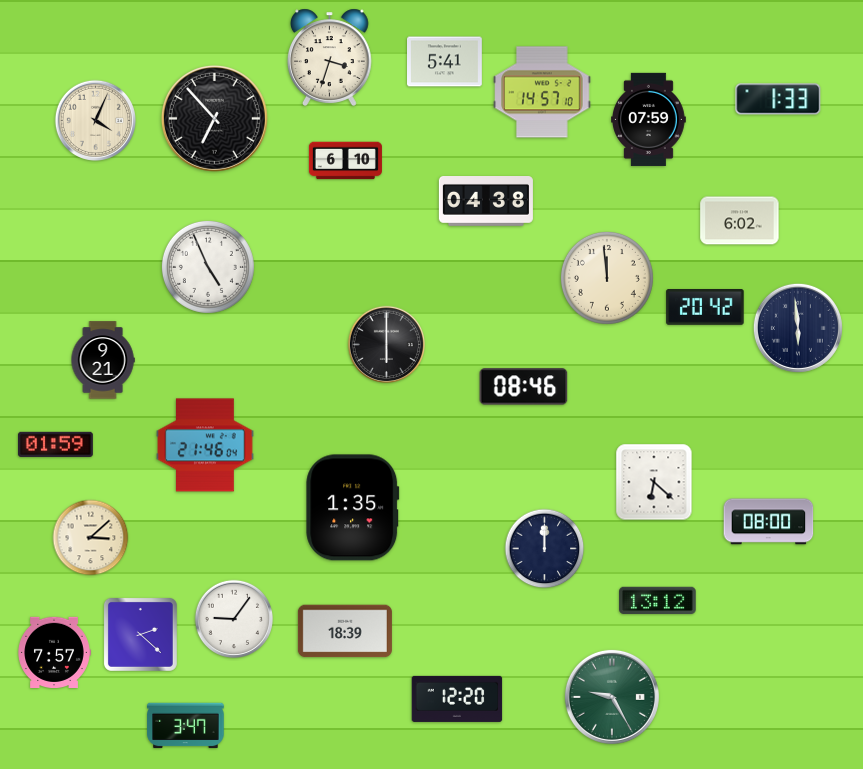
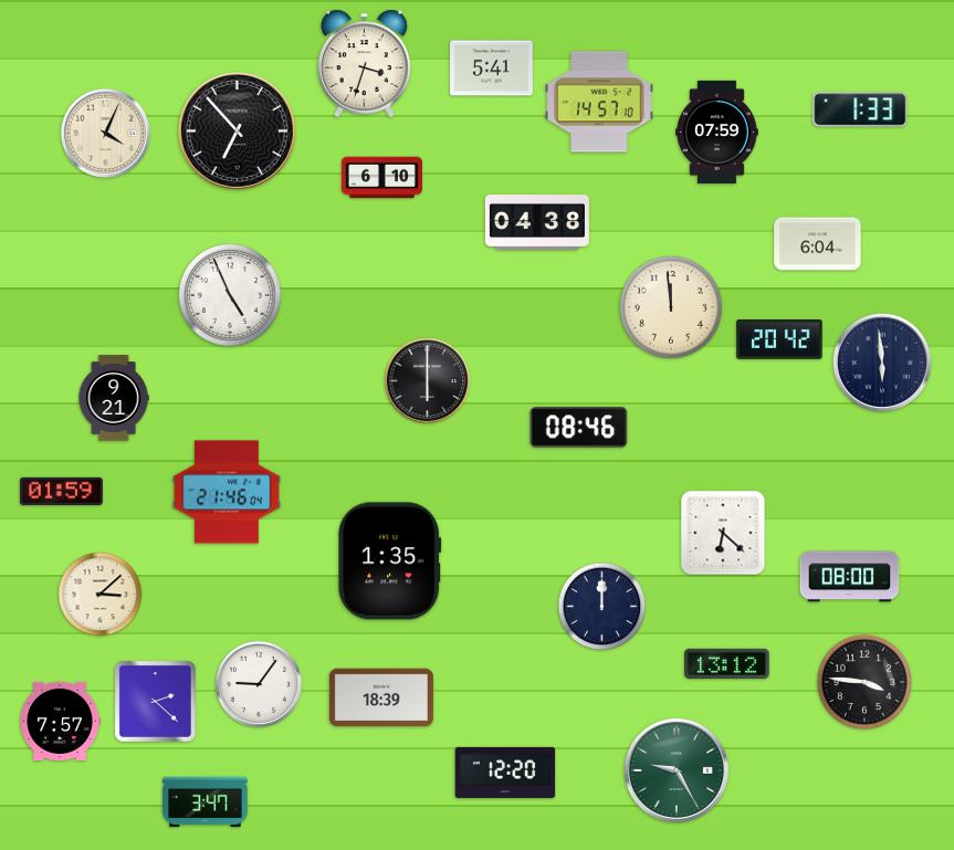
clock at (740, 221): 6:02 -> 6:04
clock at (863, 681): none -> 3:46
